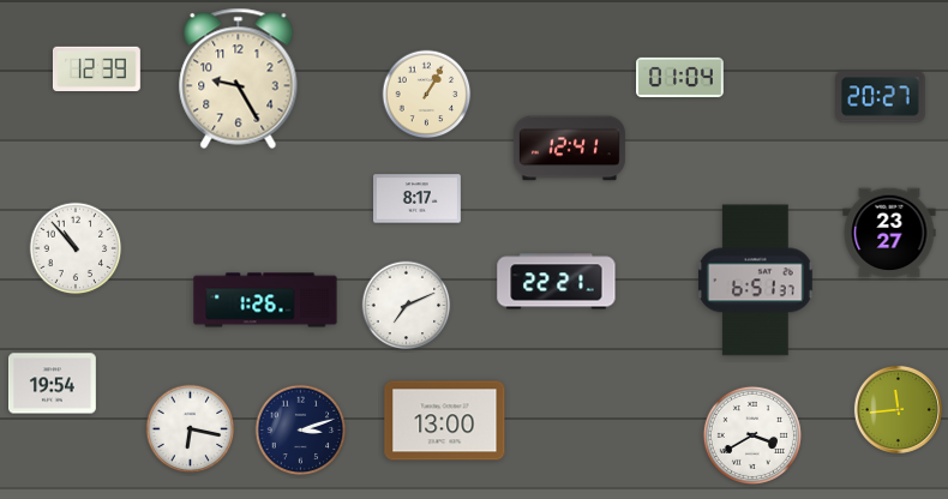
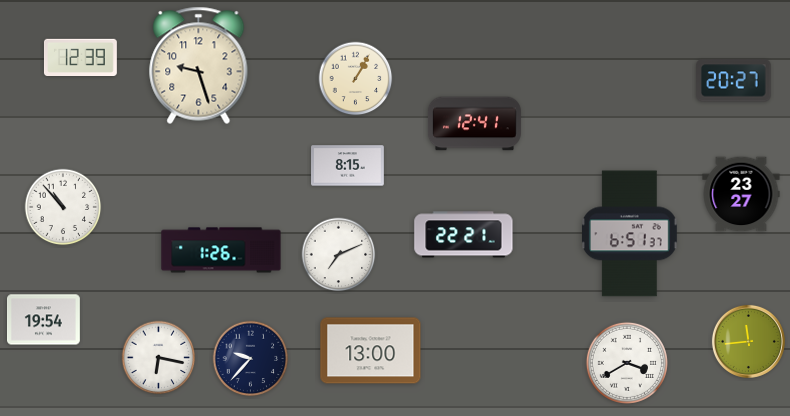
clock at (680, 77): 01:04 -> none
clock at (239, 78): 9:25 -> 9:27
clock at (418, 199): 8:17 -> 8:15
clock at (301, 431): 3:12 -> 9:37
